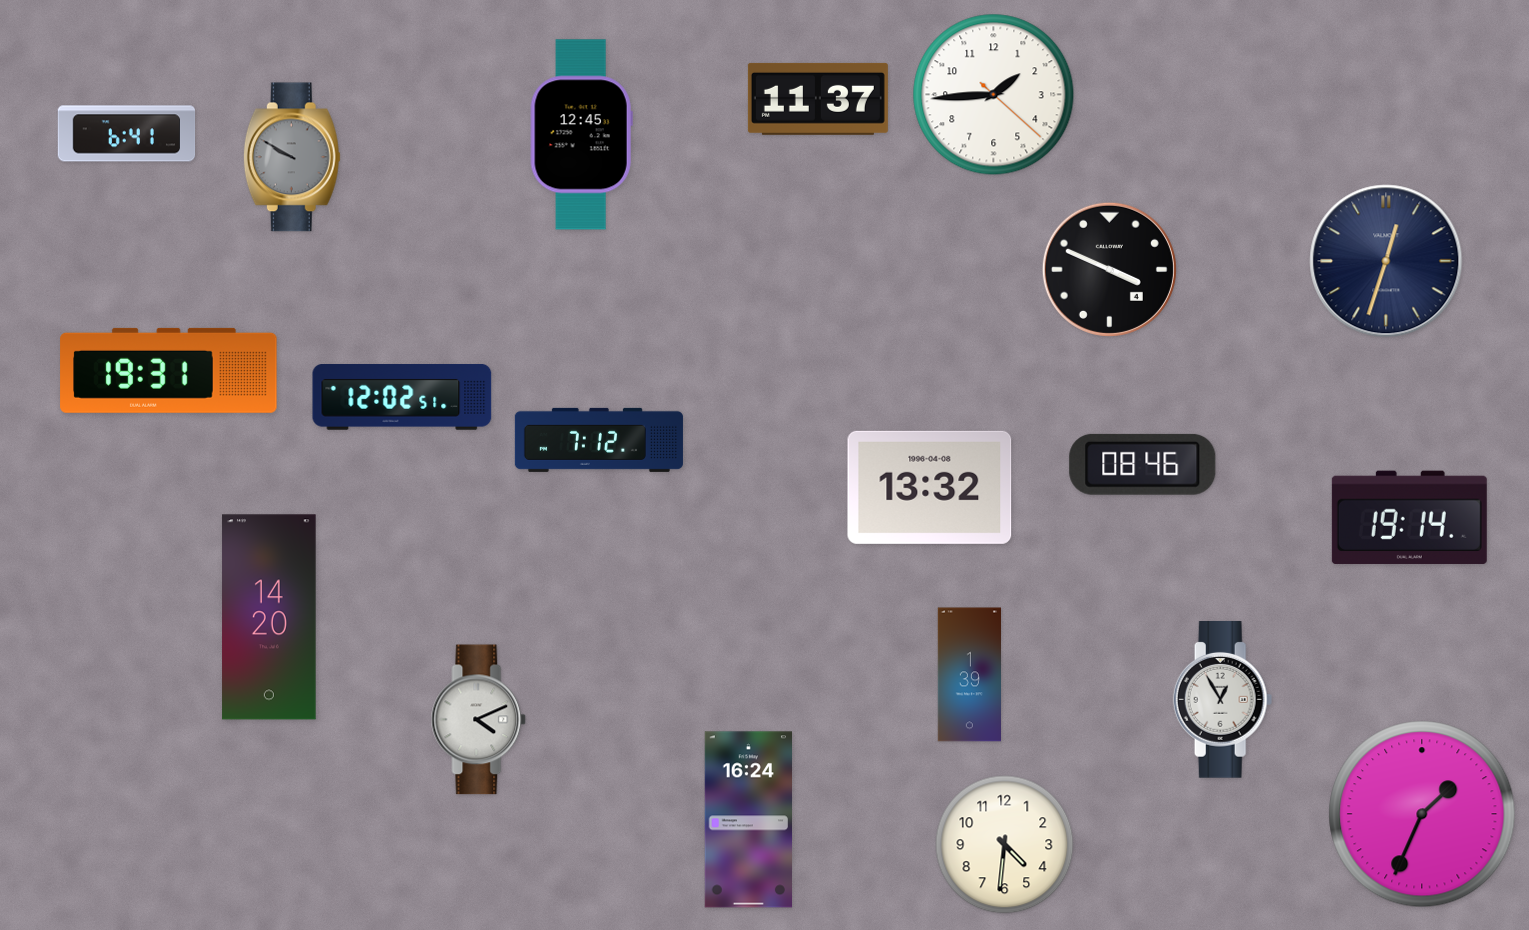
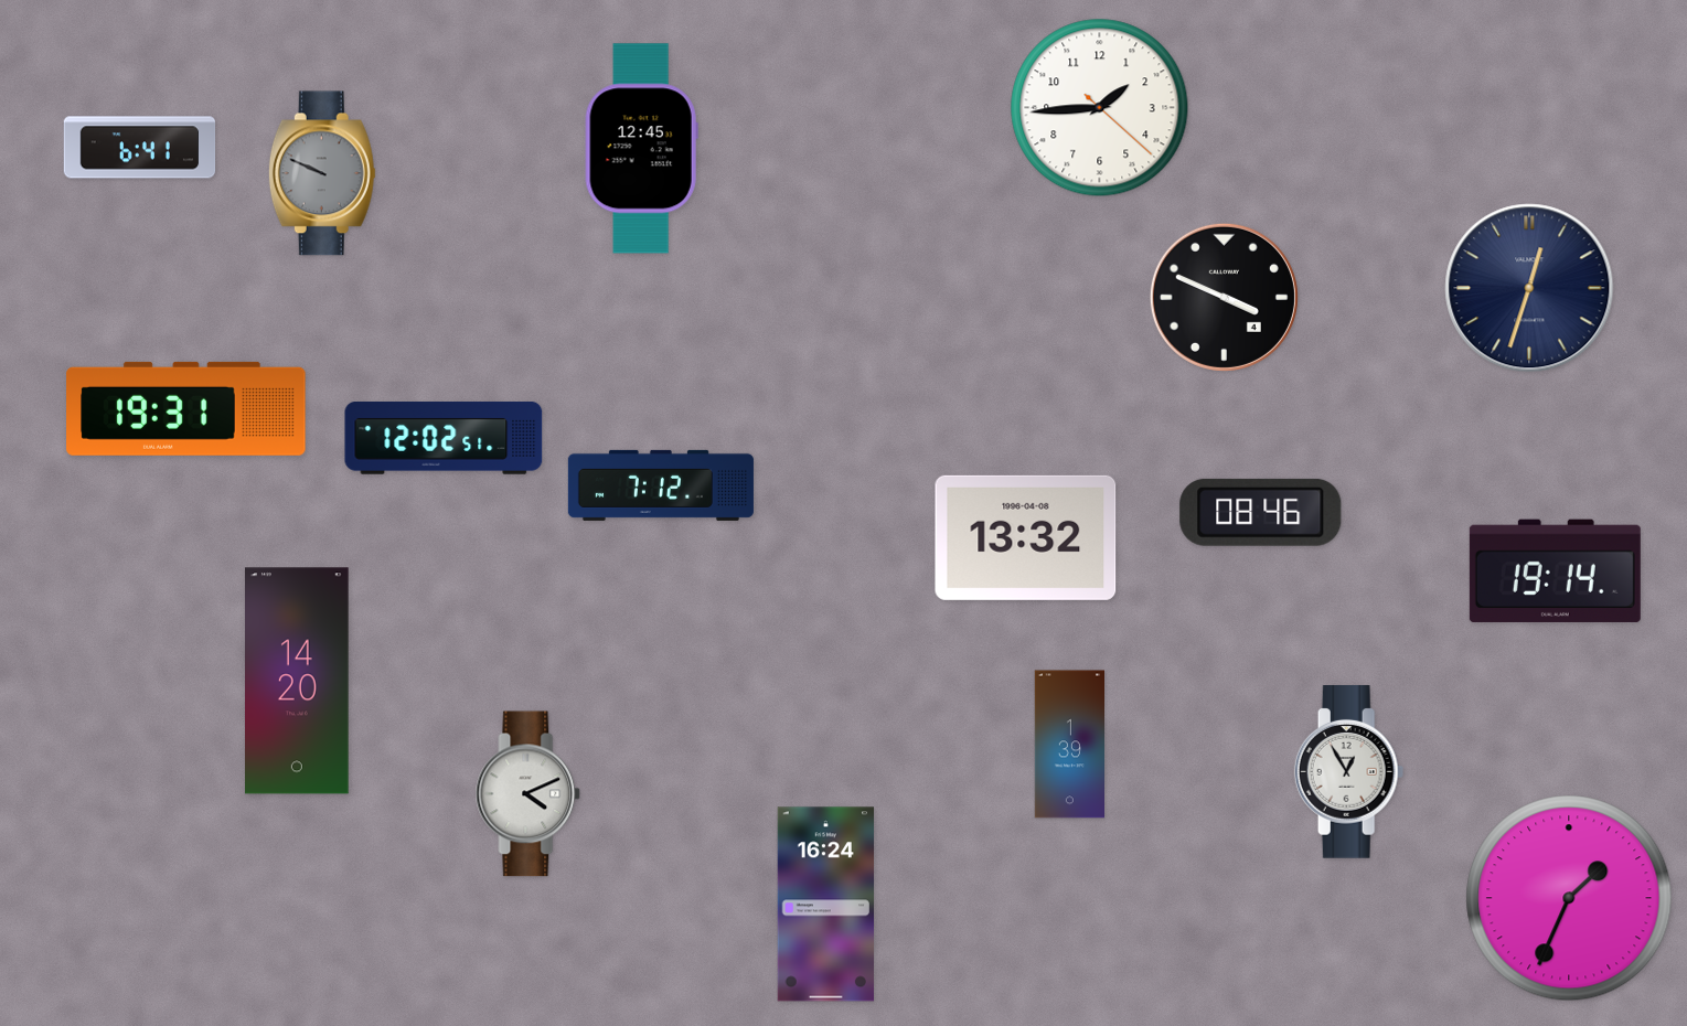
clock at (994, 95) position: (994, 95) -> (1100, 108)
clock at (818, 99): 11:37 -> none
clock at (292, 157): 9:50 -> 9:49
clock at (1005, 845): 4:31 -> none
